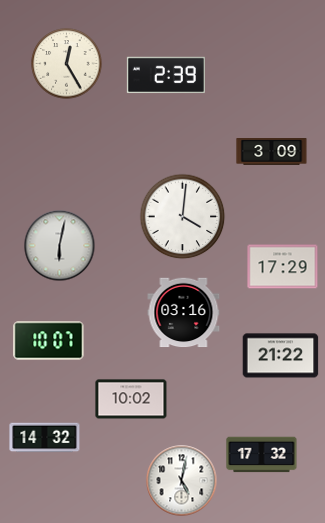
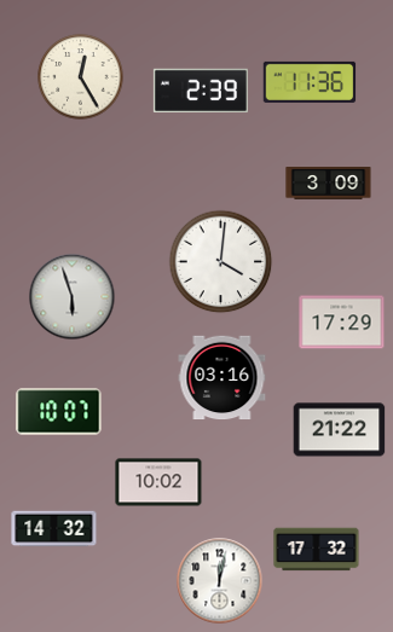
clock at (310, 82): none -> 11:36
clock at (60, 246): 6:02 -> 5:57
clock at (182, 481): 5:02 -> 12:02
